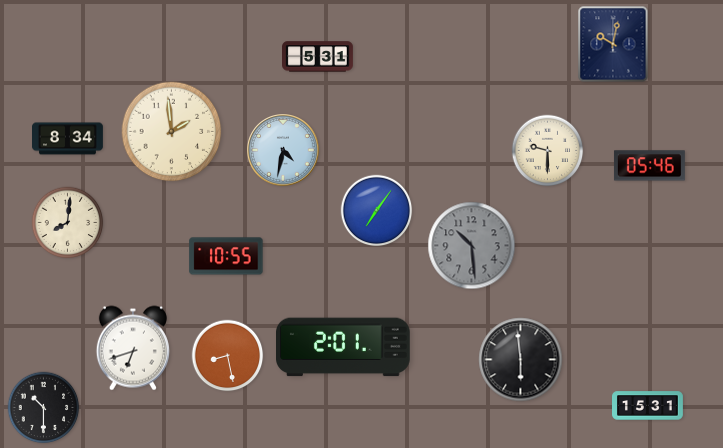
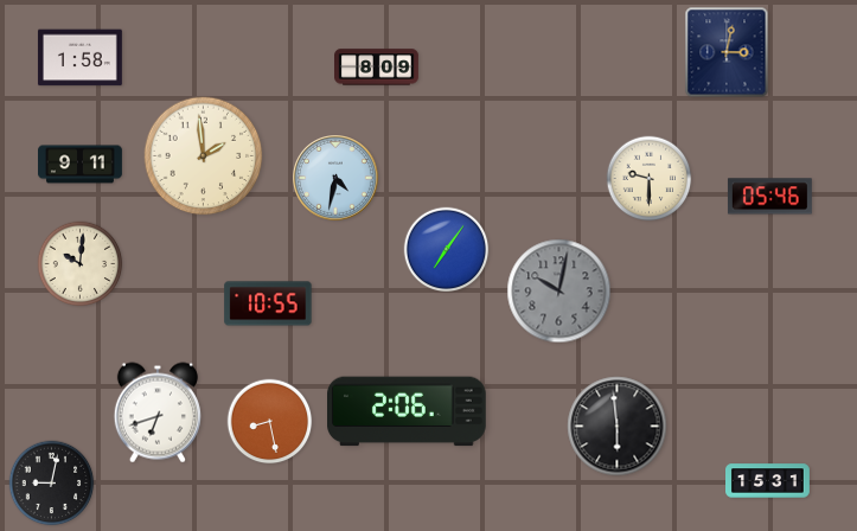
clock at (613, 44): 10:02 -> 3:02
clock at (79, 58): none -> 1:58
clock at (318, 57): 5:31 -> 8:09
clock at (68, 139): 8:34 -> 9:11
clock at (68, 223): 8:01 -> 10:01
clock at (472, 246): 10:29 -> 10:02
clock at (344, 347): 2:01 -> 2:06
clock at (44, 408): 10:30 -> 9:02
